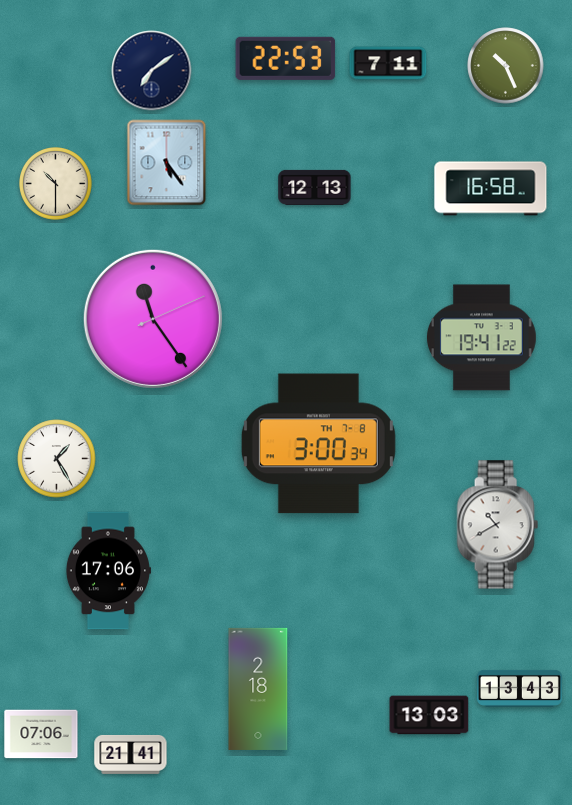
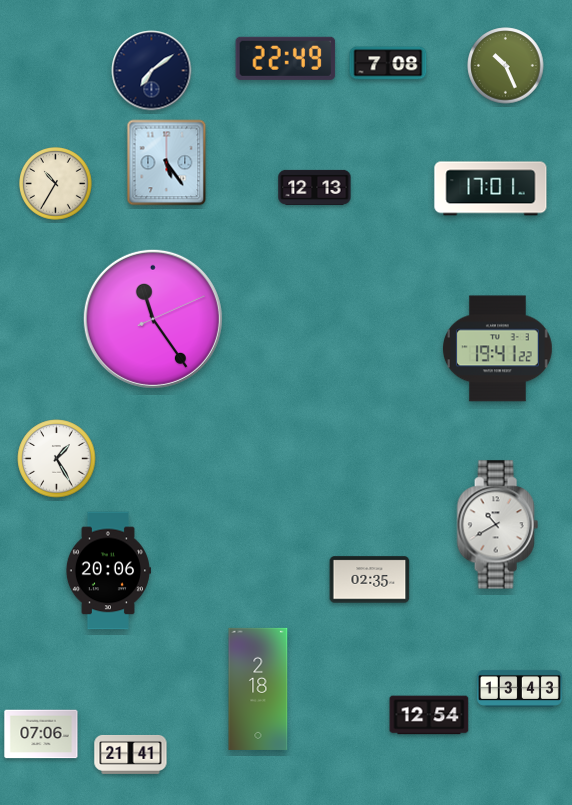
clock at (286, 58): 22:53 -> 22:49
clock at (388, 63): 7:11 -> 7:08
clock at (56, 184): 10:30 -> 10:35
clock at (491, 189): 16:58 -> 17:01
clock at (481, 338) position: (481, 338) -> (497, 349)
clock at (318, 444): 3:00 -> none
clock at (108, 571): 17:06 -> 20:06
clock at (370, 580): none -> 02:35
clock at (429, 715): 13:03 -> 12:54
